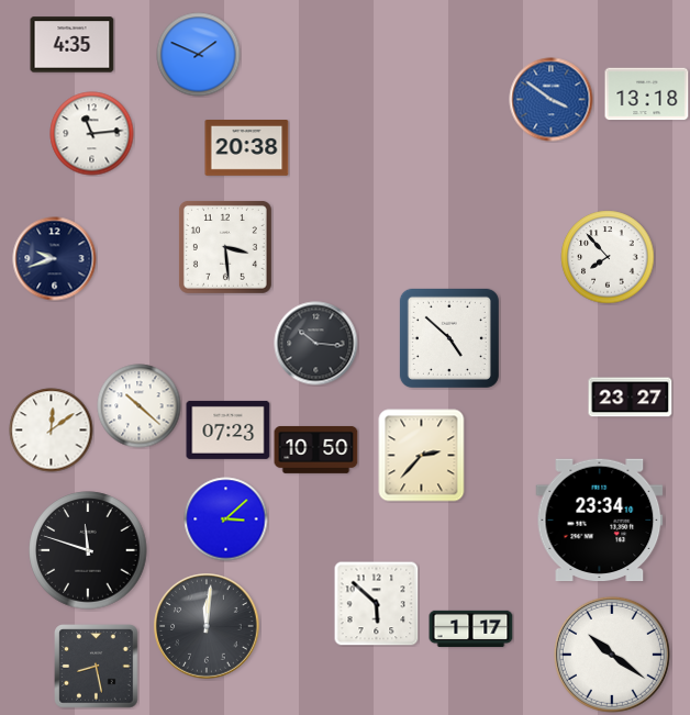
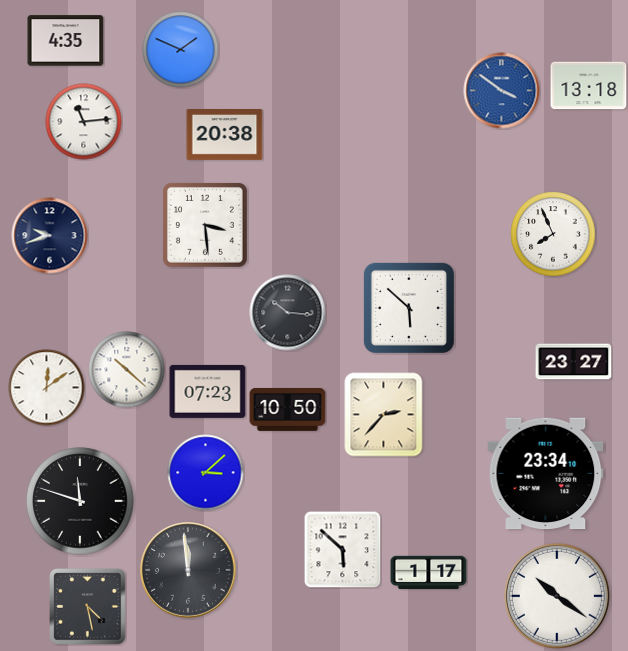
clock at (608, 257): 7:53 -> 7:56
clock at (449, 338): 4:52 -> 5:52
clock at (52, 431) position: (52, 431) -> (47, 388)
clock at (207, 626): 12:01 -> 11:59
clock at (97, 667): 8:28 -> 4:28
